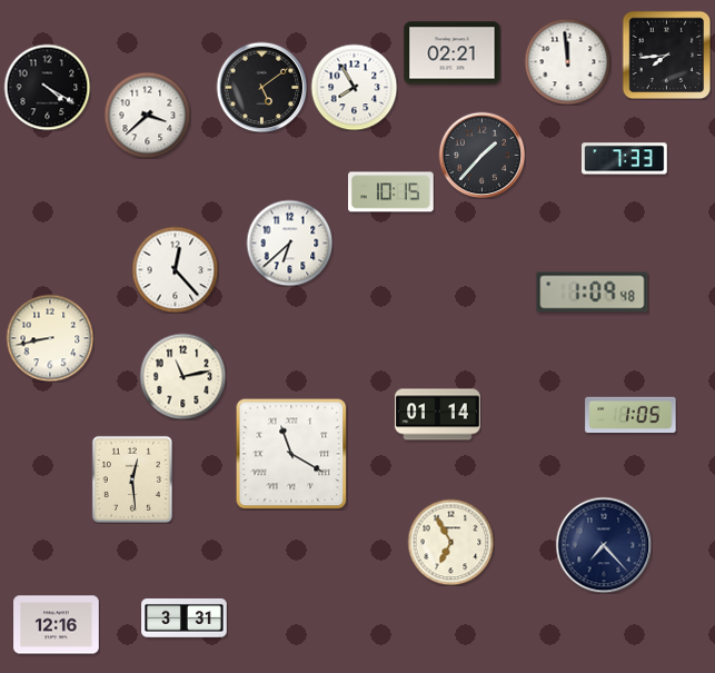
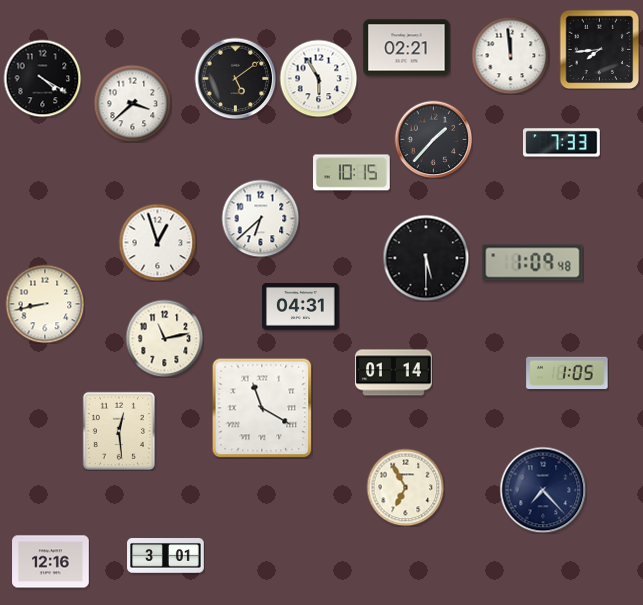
clock at (354, 87): 7:55 -> 5:55
clock at (175, 269): 12:23 -> 12:57
clock at (426, 258): none -> 5:30
clock at (301, 307): none -> 04:31
clock at (185, 618): 3:31 -> 3:01
